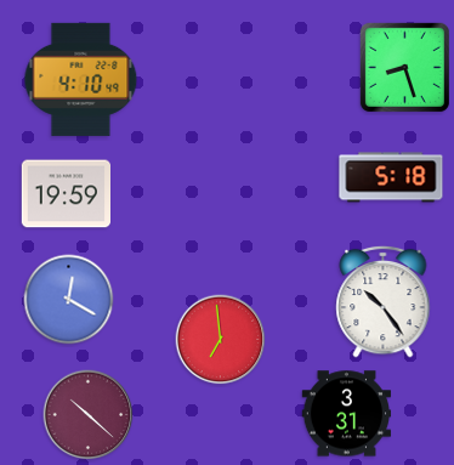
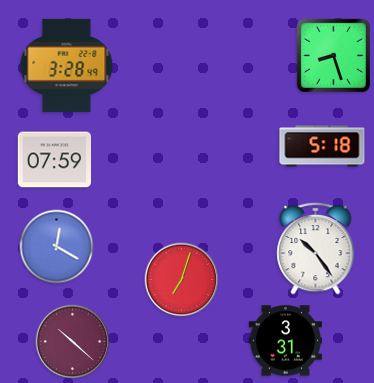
clock at (81, 79): 4:10 -> 3:28
clock at (66, 194): 19:59 -> 07:59
clock at (221, 340): 6:59 -> 7:03
